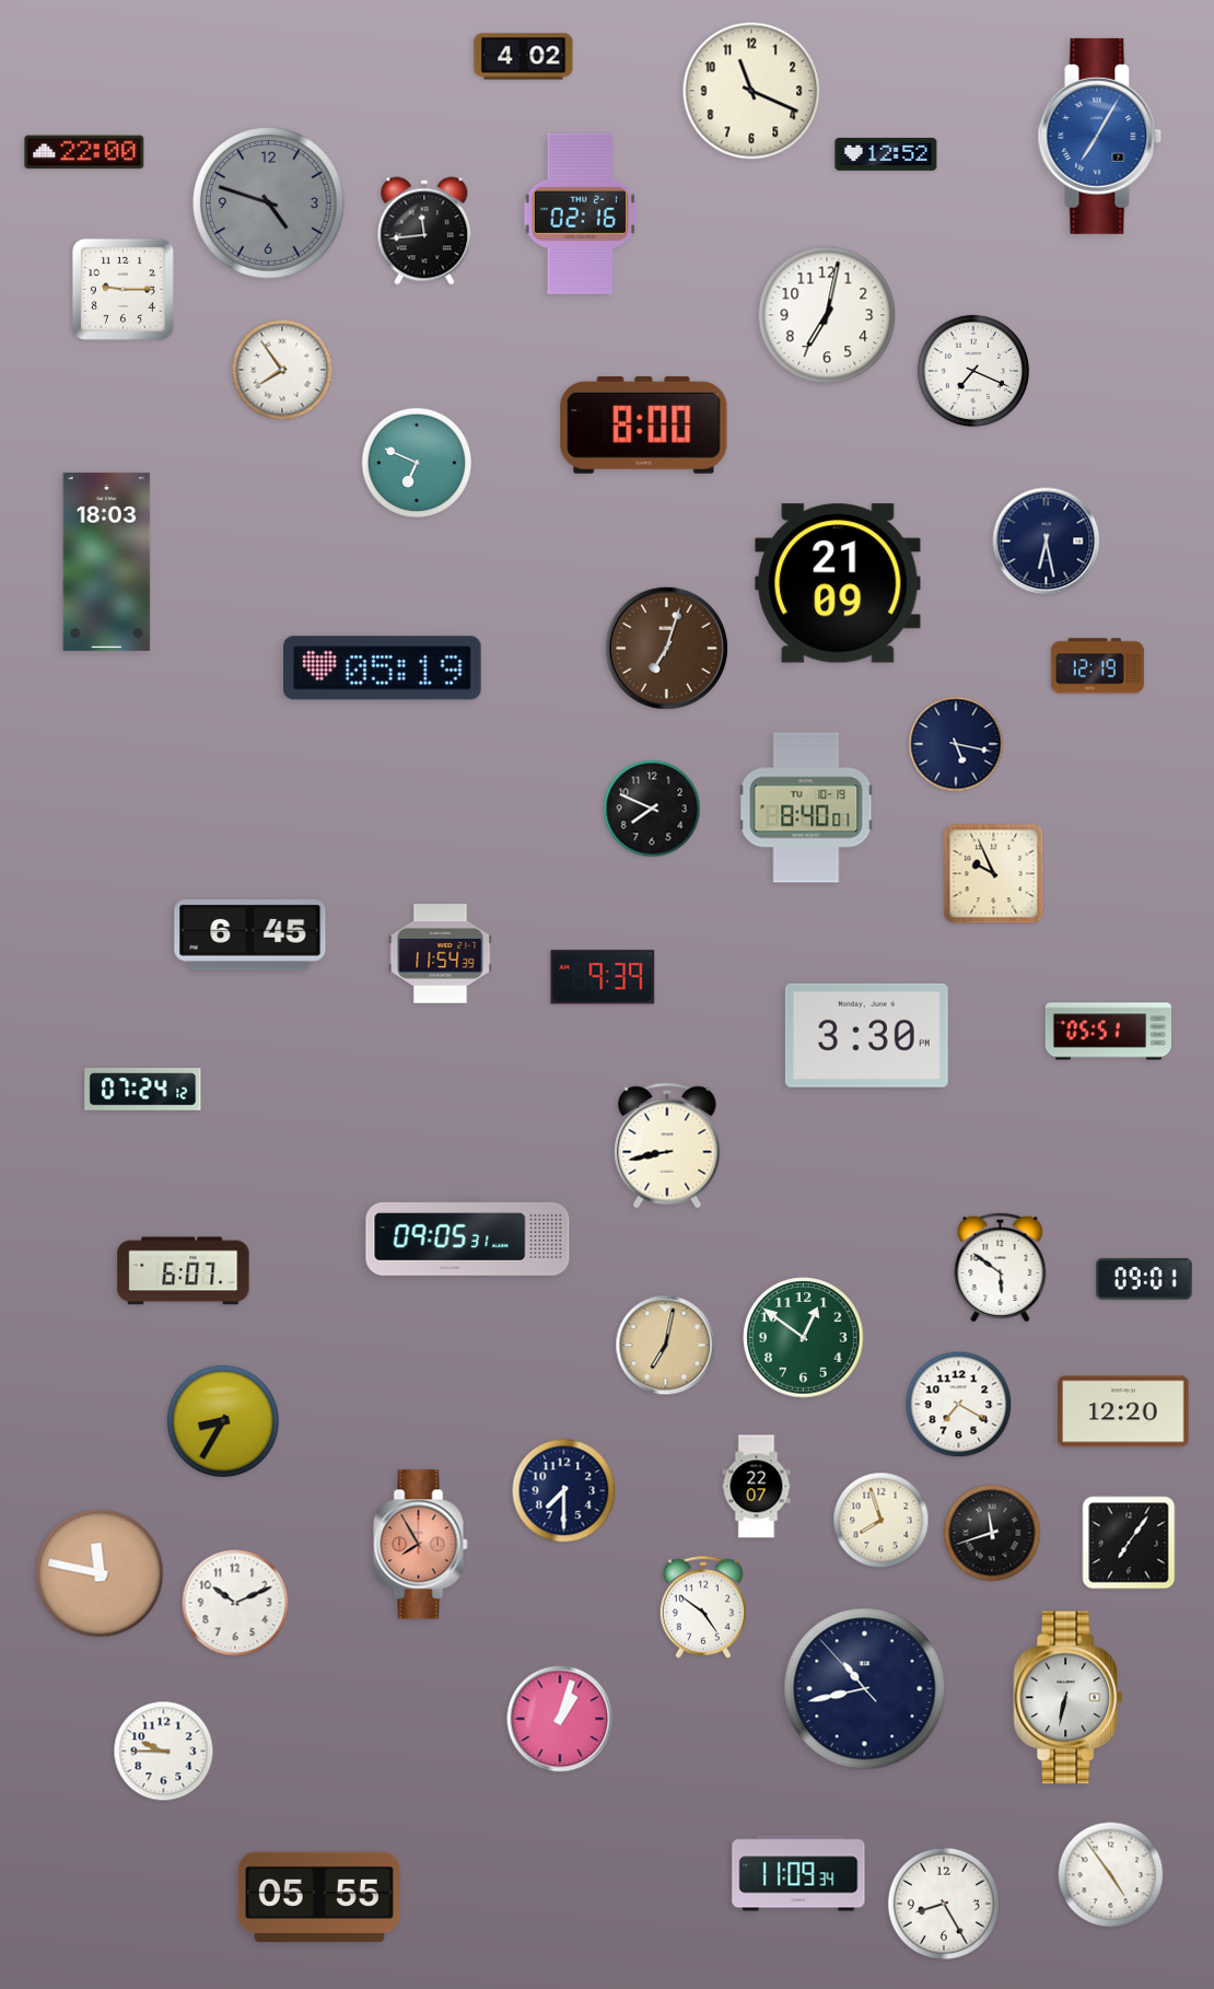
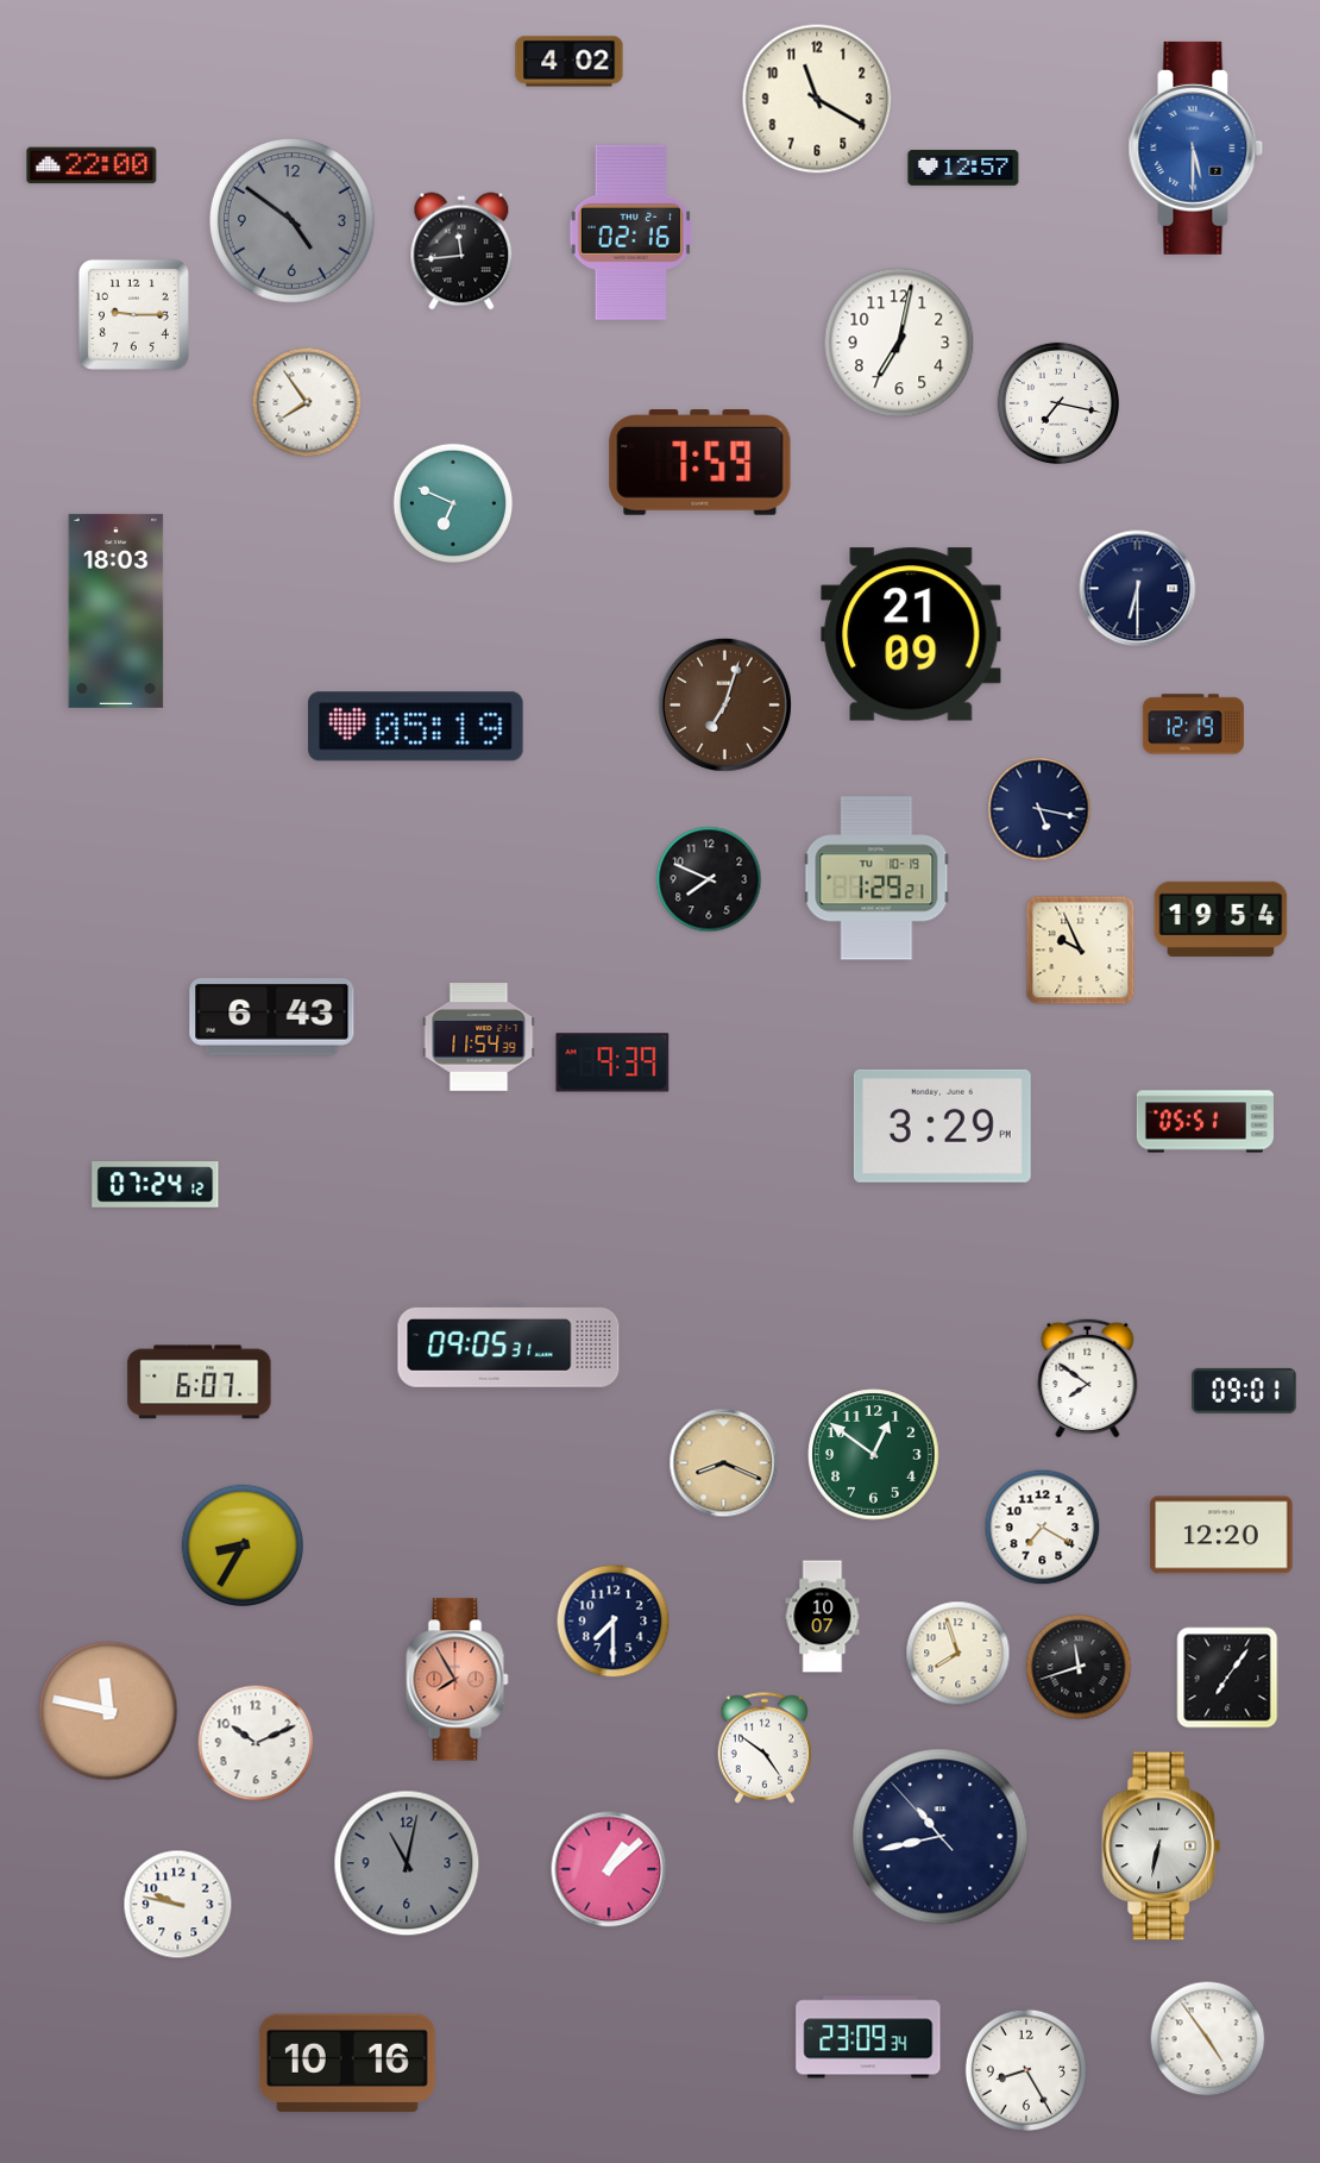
clock at (751, 91): 11:19 -> 11:20
clock at (1100, 136): 7:05 -> 5:30
clock at (886, 154): 12:52 -> 12:57
clock at (269, 203): 4:48 -> 4:51
clock at (973, 371): 7:19 -> 7:17
clock at (644, 426): 8:00 -> 7:59
clock at (1047, 542): 6:28 -> 6:30
clock at (806, 807): 8:40 -> 1:29
clock at (1221, 919): none -> 19:54
clock at (250, 935): 6:45 -> 6:43
clock at (603, 977) position: (603, 977) -> (612, 1062)
clock at (866, 1035): 3:30 -> 3:29
clock at (667, 1145): 8:43 -> none
clock at (1001, 1267): 5:51 -> 7:51
clock at (666, 1346): 7:02 -> 8:19
clock at (757, 1487): 22:07 -> 10:07
clock at (407, 1863): none -> 11:02
clock at (560, 1719): 1:03 -> 1:08
clock at (164, 1752): 9:45 -> 9:47
clock at (798, 1873): 11:09 -> 23:09
clock at (319, 1897): 05:55 -> 10:16
